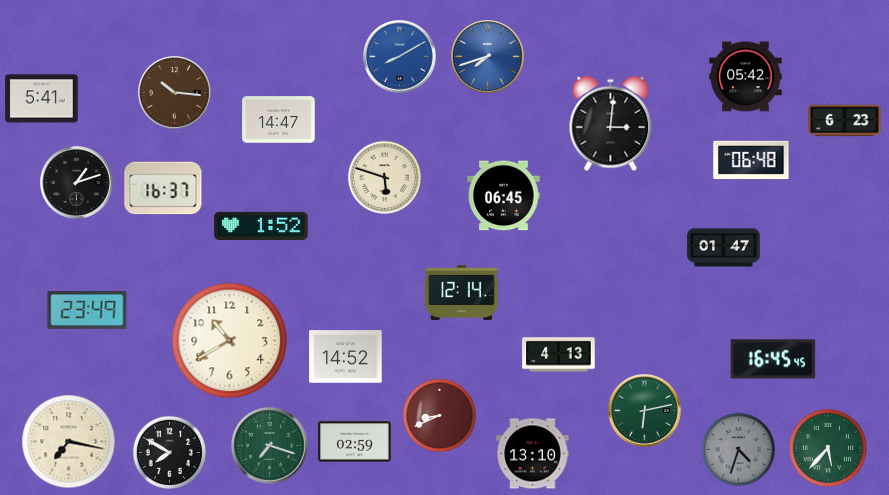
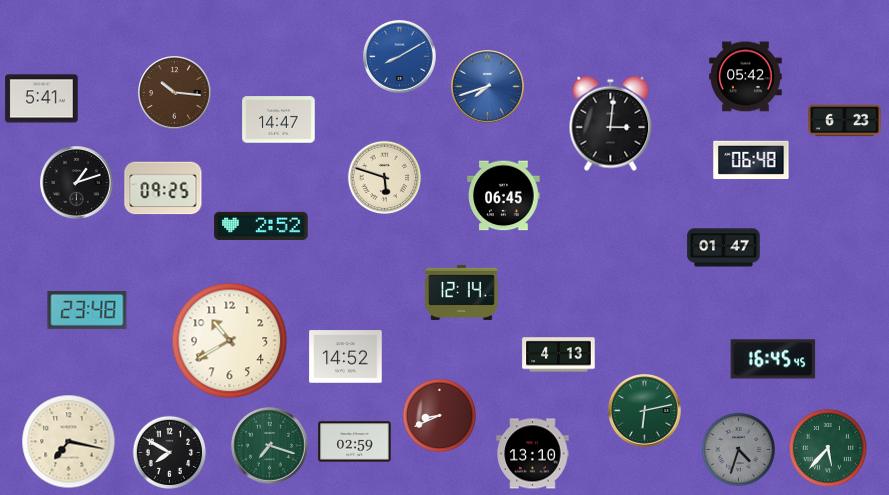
clock at (488, 57) position: (488, 57) -> (488, 87)
clock at (163, 188): 16:37 -> 09:25
clock at (261, 226): 1:52 -> 2:52
clock at (87, 311): 23:49 -> 23:48
